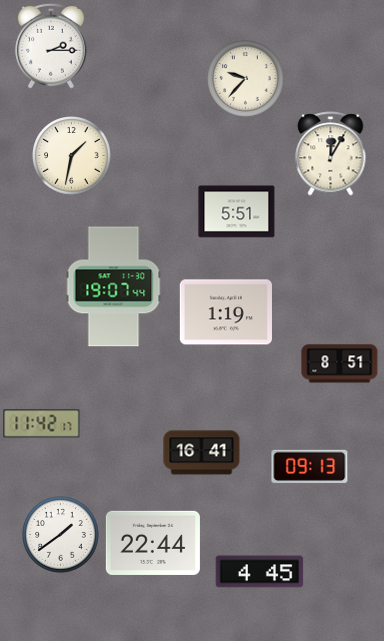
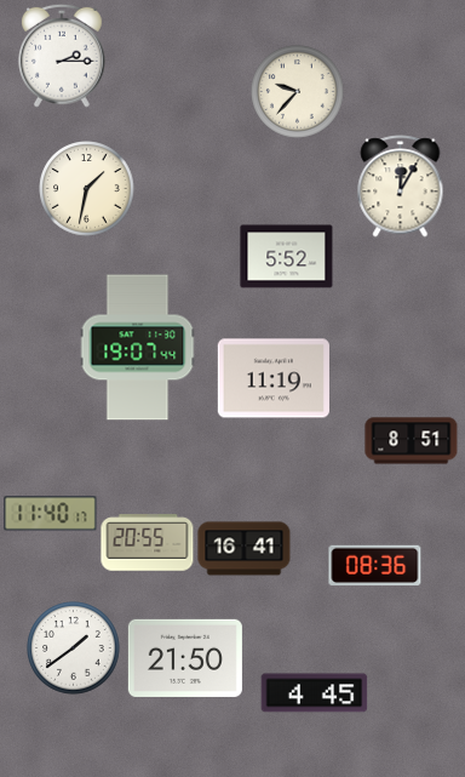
clock at (246, 79) position: (246, 79) -> (298, 92)
clock at (237, 212): 5:51 -> 5:52
clock at (226, 312): 1:19 -> 11:19
clock at (42, 424): 11:42 -> 11:40
clock at (148, 543): none -> 20:55
clock at (310, 466): 09:13 -> 08:36
clock at (153, 543): 22:44 -> 21:50
